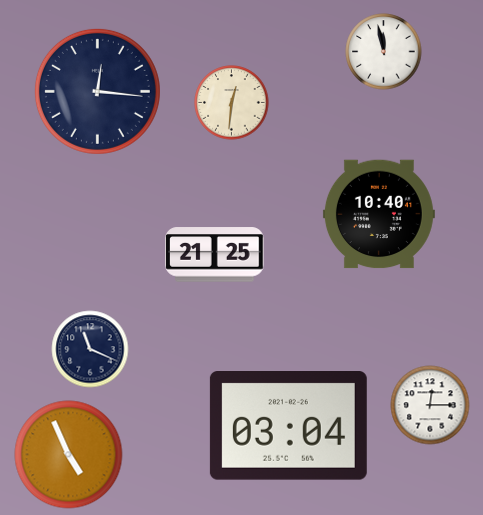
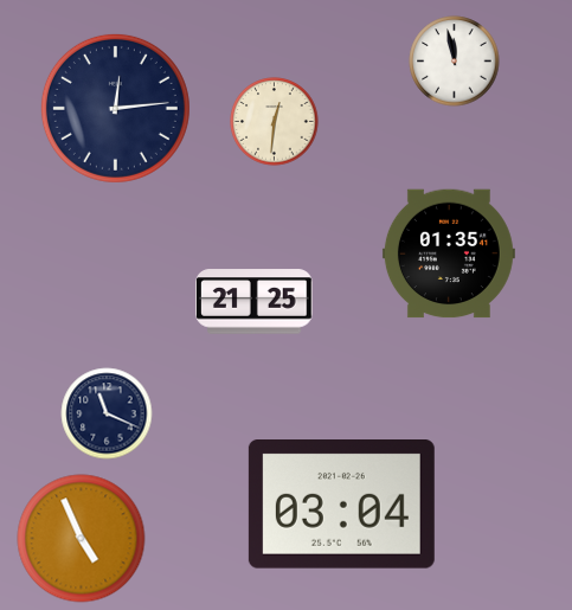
clock at (97, 91): 12:16 -> 12:14
clock at (379, 214): 10:40 -> 01:35
clock at (430, 405): 12:15 -> none
